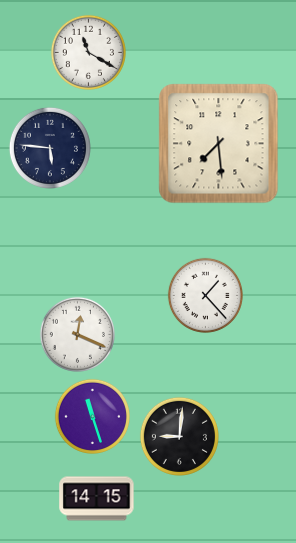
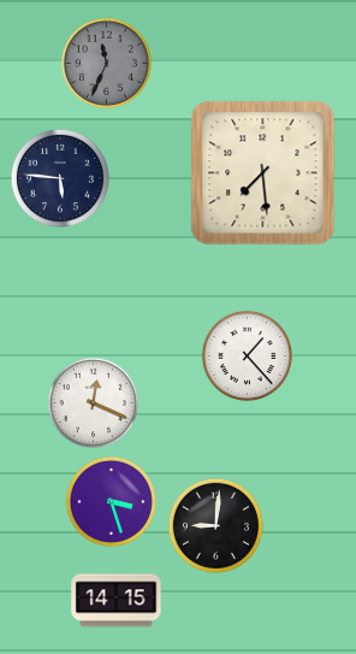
clock at (88, 52): 11:20 -> 11:34
clock at (88, 52) dial: white -> grey
clock at (92, 416): 11:27 -> 3:27
